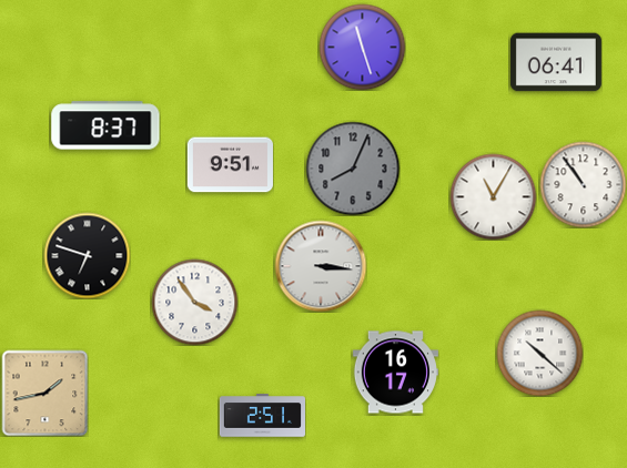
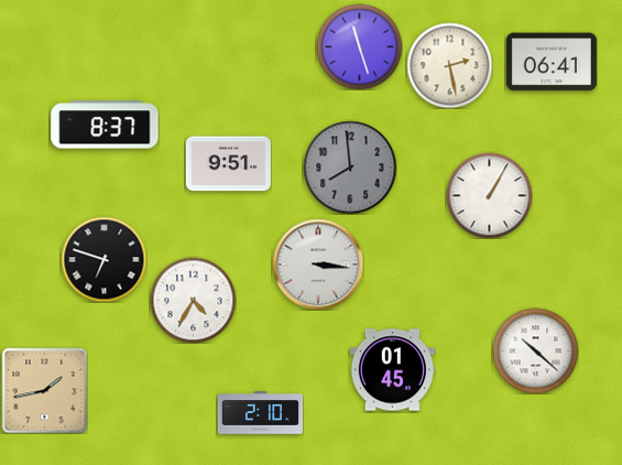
clock at (449, 65): none -> 2:28
clock at (353, 169): 8:04 -> 7:59
clock at (583, 184): 10:54 -> none
clock at (493, 196): 11:05 -> 1:05
clock at (87, 255) position: (87, 255) -> (103, 259)
clock at (194, 302): 3:54 -> 4:35
clock at (395, 373): 16:17 -> 01:45
clock at (262, 416): 2:51 -> 2:10
